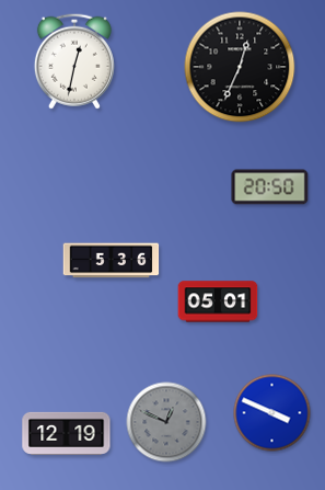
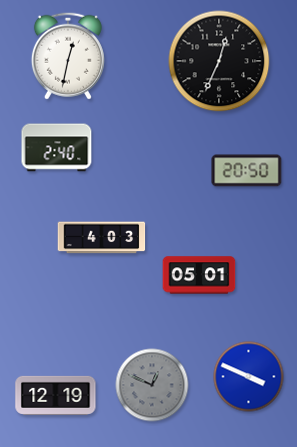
clock at (57, 148): none -> 2:40
clock at (112, 261): 5:36 -> 4:03
clock at (67, 433) position: (67, 433) -> (56, 395)
